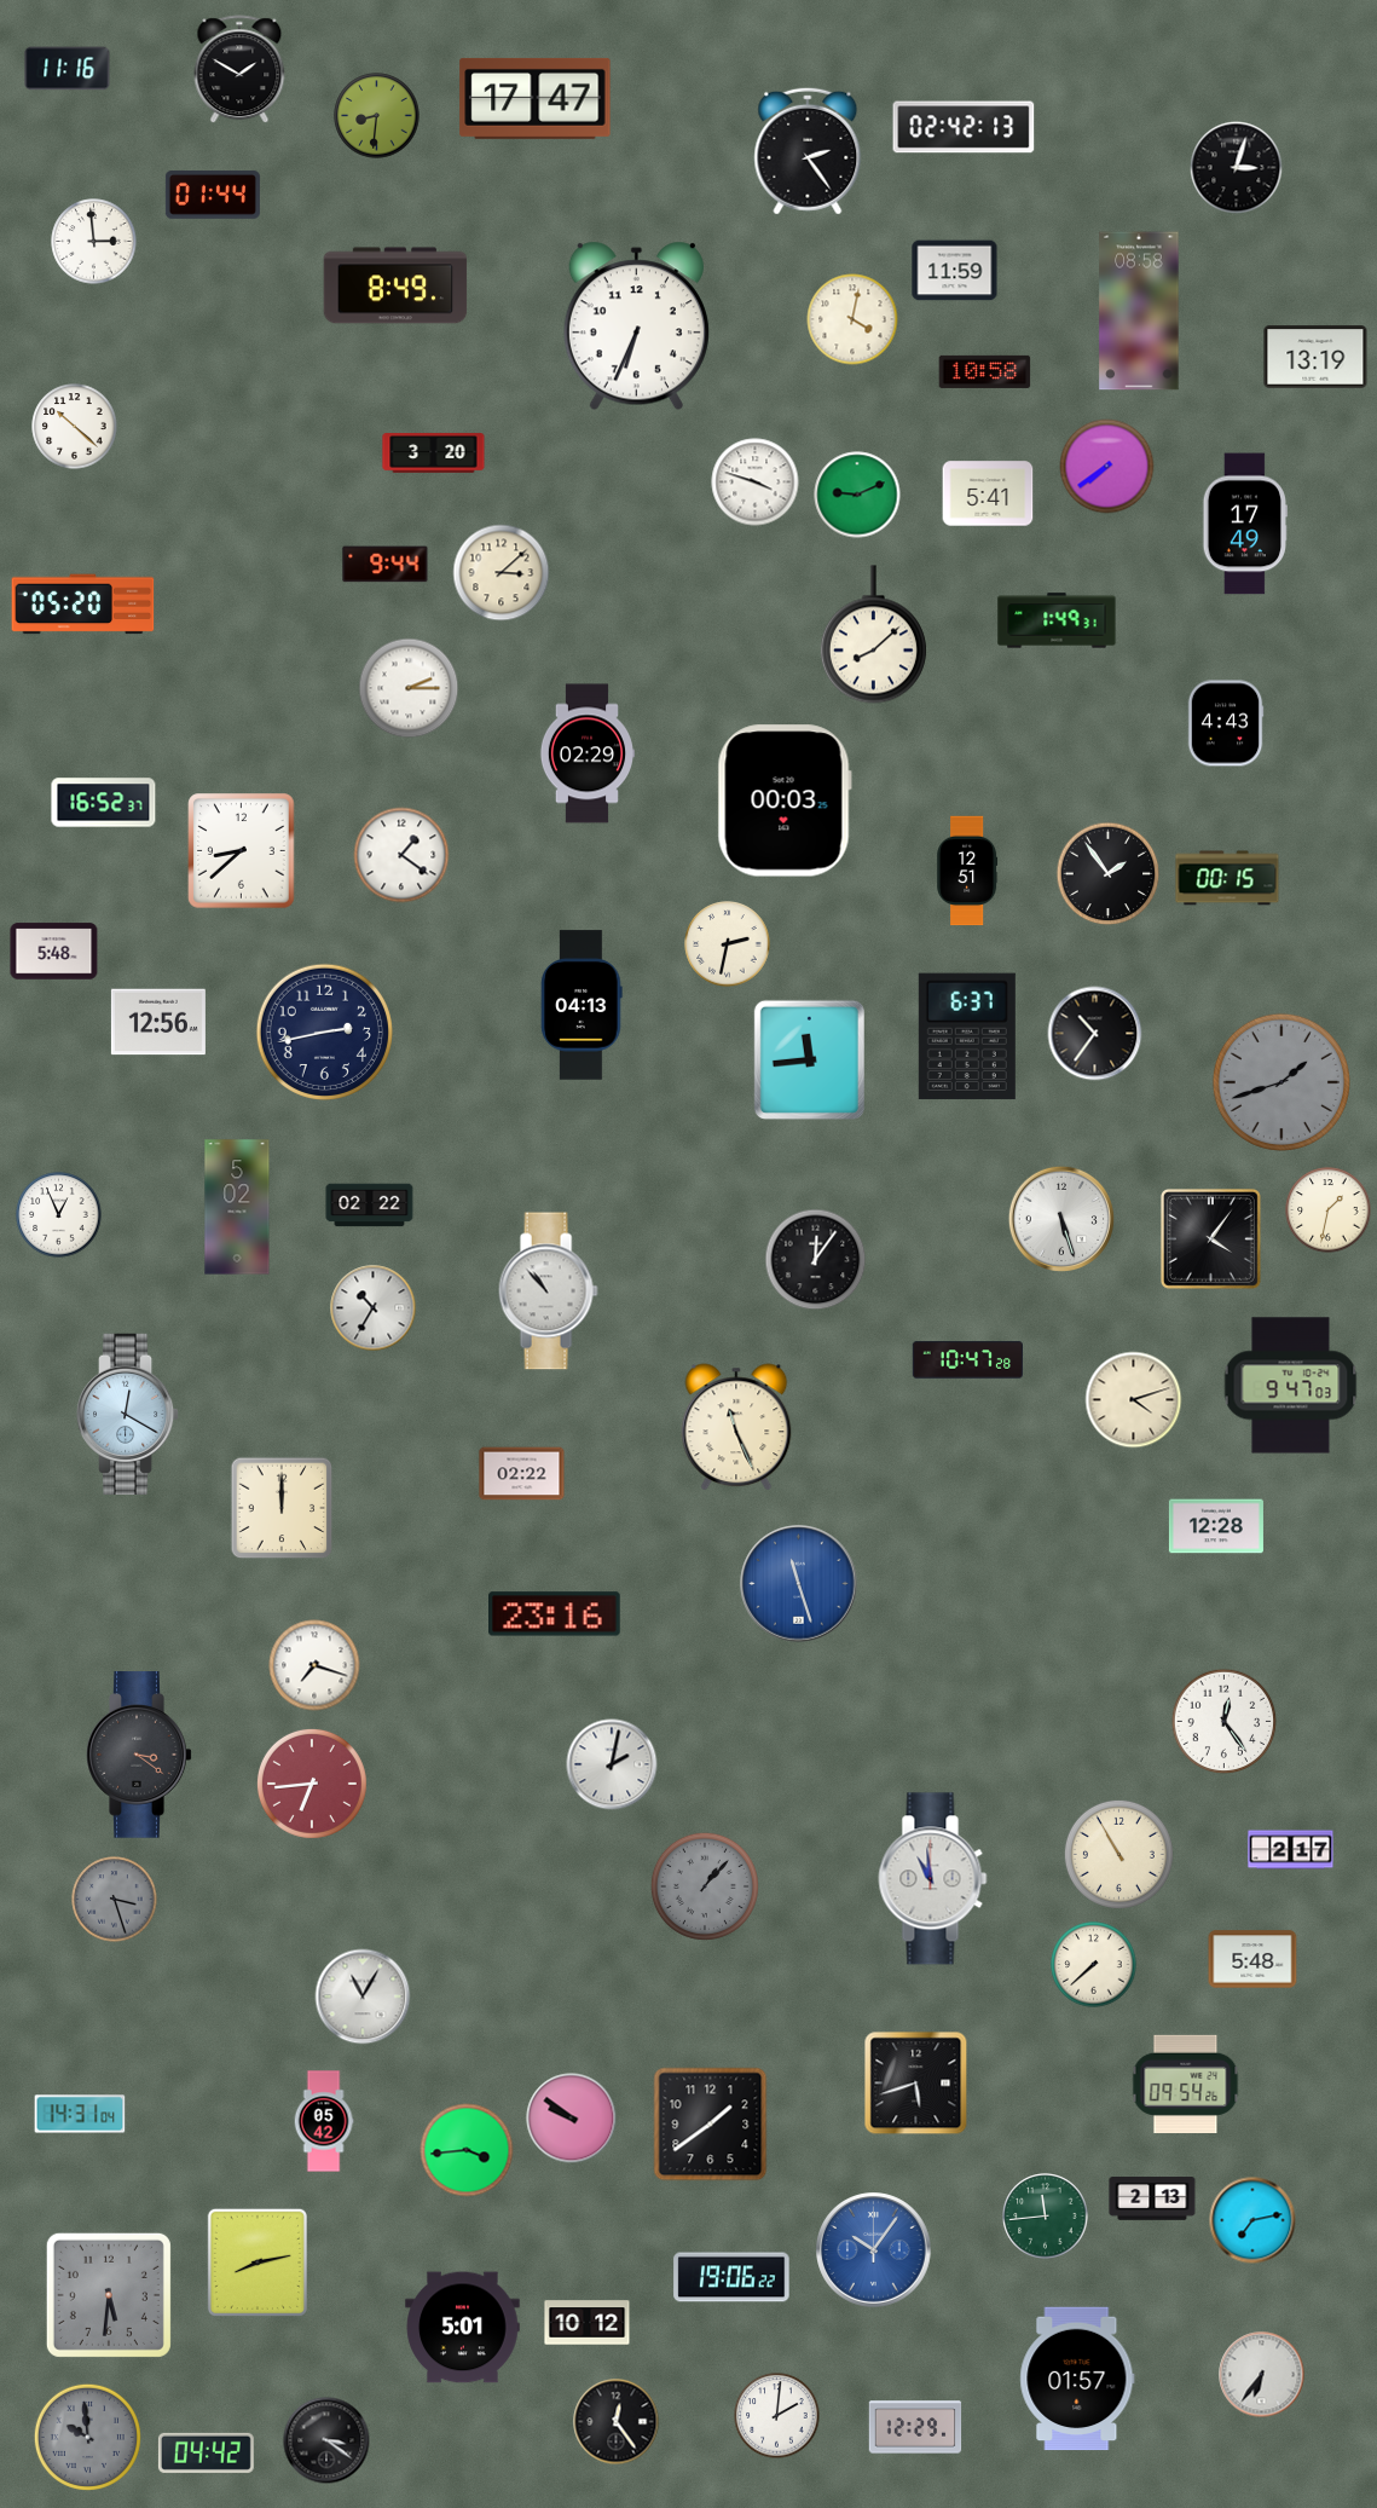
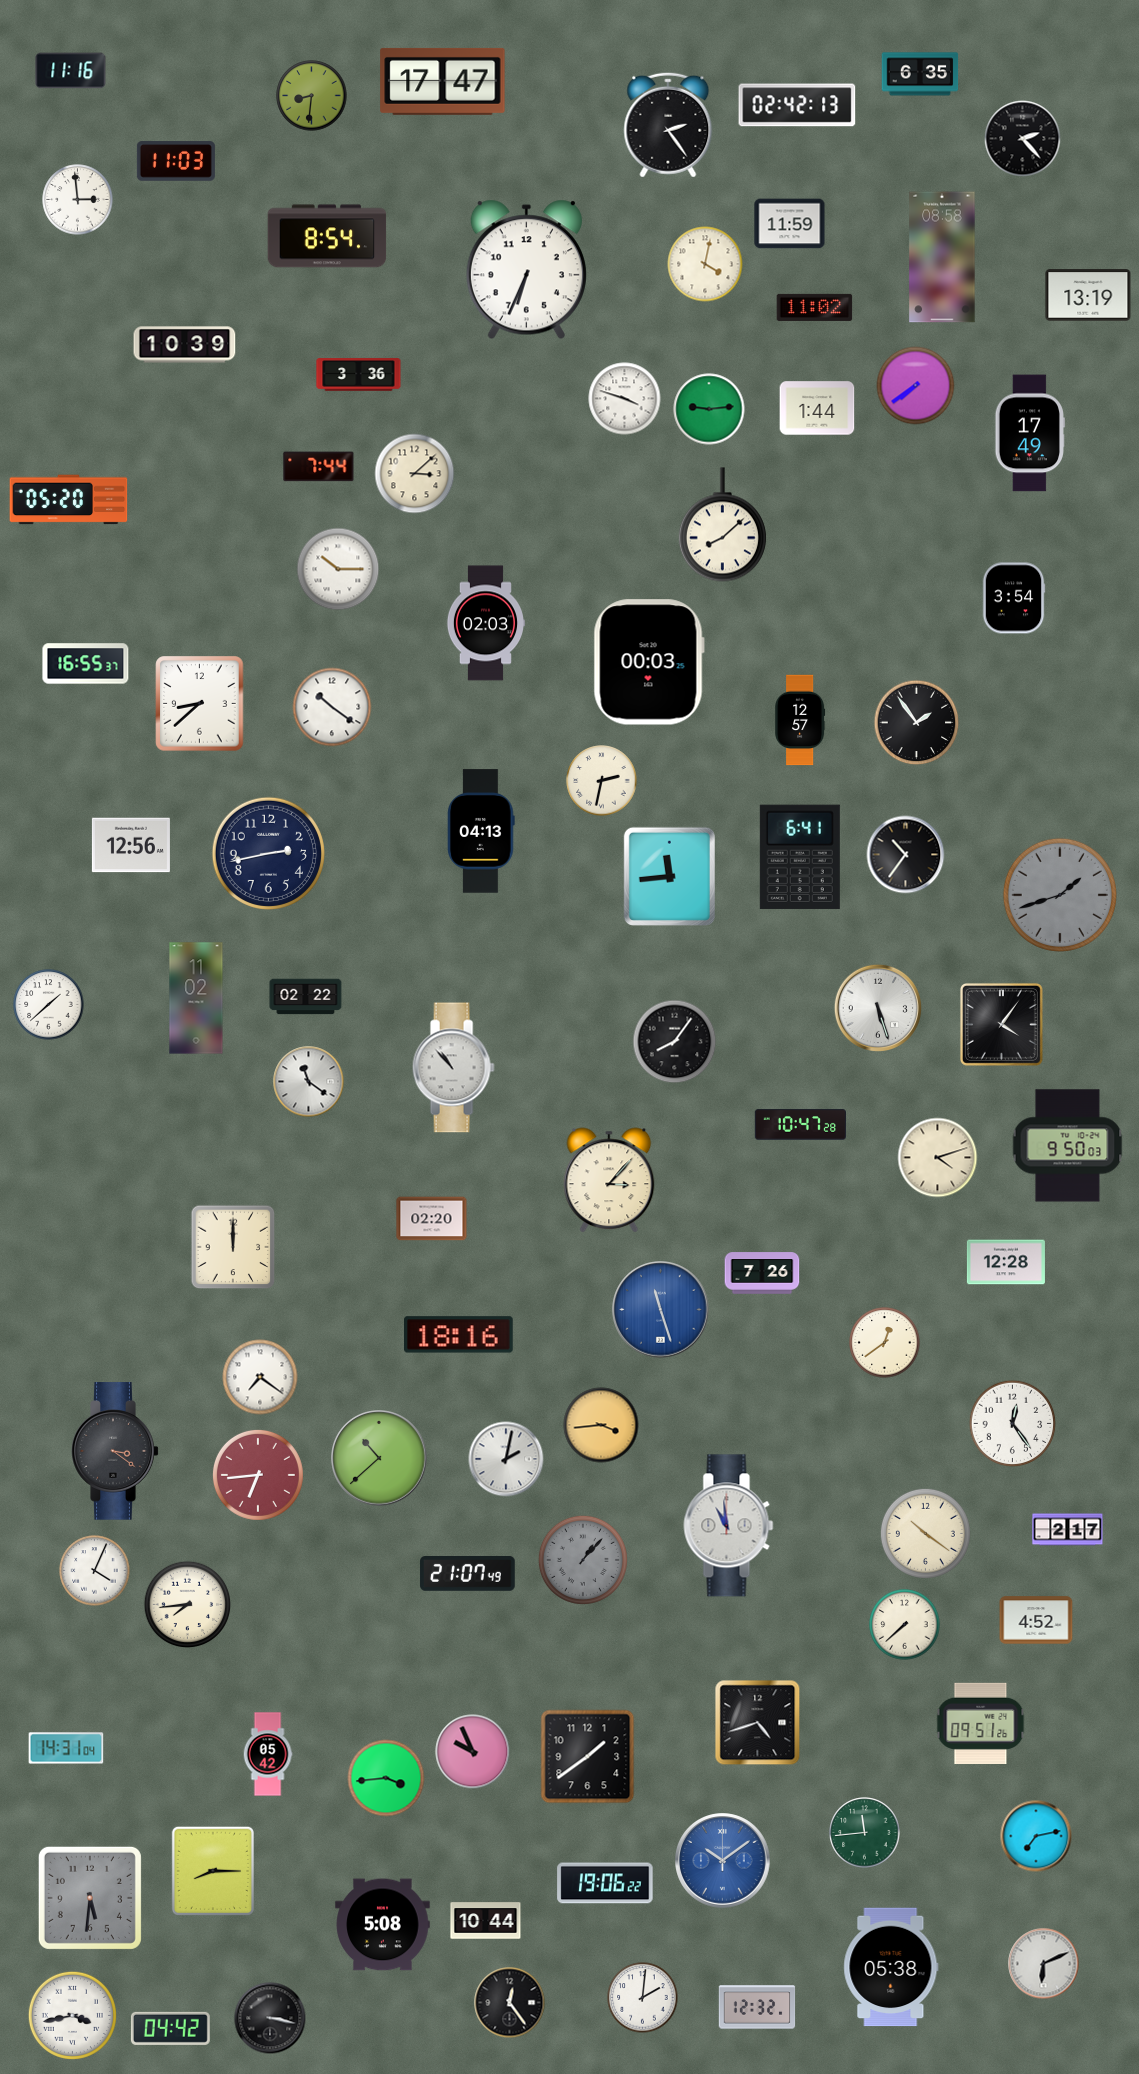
clock at (68, 69) position: (68, 69) -> (71, 71)
clock at (239, 70): 1:50 -> none
clock at (920, 74): none -> 6:35
clock at (1237, 168): 3:03 -> 2:23
clock at (213, 195): 01:44 -> 11:03
clock at (395, 285): 8:49 -> 8:54
clock at (985, 371): 10:58 -> 11:02
clock at (185, 345): none -> 10:39
clock at (75, 427): 10:22 -> none
clock at (434, 453): 3:20 -> 3:36
clock at (988, 493): 5:41 -> 1:44
clock at (857, 495): 9:11 -> 9:14
clock at (386, 565): 9:44 -> 7:44
clock at (1057, 620): 1:49 -> none
clock at (409, 688): 2:15 -> 10:15
clock at (1226, 723): 4:43 -> 3:54
clock at (586, 753): 02:29 -> 02:03
clock at (104, 803): 16:52 -> 16:55
clock at (401, 855): 1:21 -> 10:21
clock at (967, 871): 12:51 -> 12:57
clock at (1227, 878): 00:15 -> none
clock at (54, 952): 5:48 -> none
clock at (967, 1036): 6:37 -> 6:41
clock at (237, 1207): 5:02 -> 11:02
clock at (1329, 1210): 1:32 -> none
clock at (59, 1215): 12:56 -> 1:38
clock at (816, 1260): 12:06 -> 8:06
clock at (374, 1308): 10:35 -> 11:21
clock at (1291, 1386): 9:47 -> 9:50
clock at (128, 1414): 12:20 -> none
clock at (736, 1427): 11:26 -> 3:07
clock at (522, 1474): 02:22 -> 02:20
clock at (762, 1273): none -> 7:26
clock at (555, 1614): 23:16 -> 18:16
clock at (885, 1343): none -> 12:39
clock at (314, 1665): 7:18 -> 7:21
clock at (601, 1425): none -> 3:44
clock at (379, 1458): none -> 10:38
clock at (1118, 1854): 10:55 -> 10:21
clock at (933, 1879) position: (933, 1879) -> (729, 1526)
clock at (115, 1900): 3:27 -> 4:04
clock at (115, 1900) dial: grey -> white
clock at (468, 1574): none -> 21:07
clock at (188, 1605): none -> 7:44
clock at (1252, 1959): 5:48 -> 4:52
clock at (363, 1996): 11:05 -> none
clock at (916, 2084): 5:42 -> 4:42
clock at (1186, 2084): 09:54 -> 09:51
clock at (572, 2119): 9:51 -> 9:56
clock at (1152, 2198): 2:13 -> none
clock at (874, 2250): 10:06 -> 10:09
clock at (258, 2263): 8:13 -> 8:15
clock at (588, 2323): 10:12 -> 10:44
clock at (463, 2328): 5:01 -> 5:08
clock at (1262, 2375): 6:36 -> 6:11
clock at (1077, 2379): 01:57 -> 05:38
clock at (915, 2427): 12:29 -> 12:32
clock at (87, 2437): 9:59 -> 3:43
clock at (87, 2437) dial: grey -> white
clock at (326, 2440): 3:21 -> 3:17
